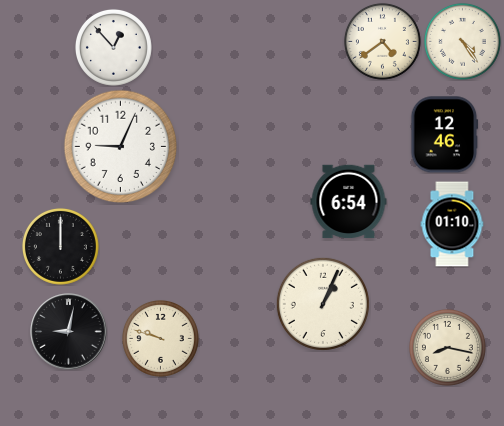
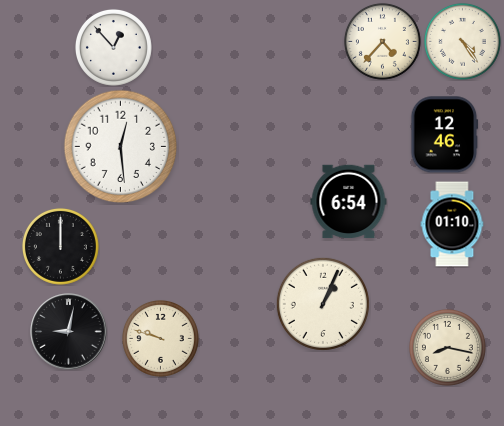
clock at (382, 41): 4:39 -> 4:37
clock at (121, 147): 9:04 -> 12:29
